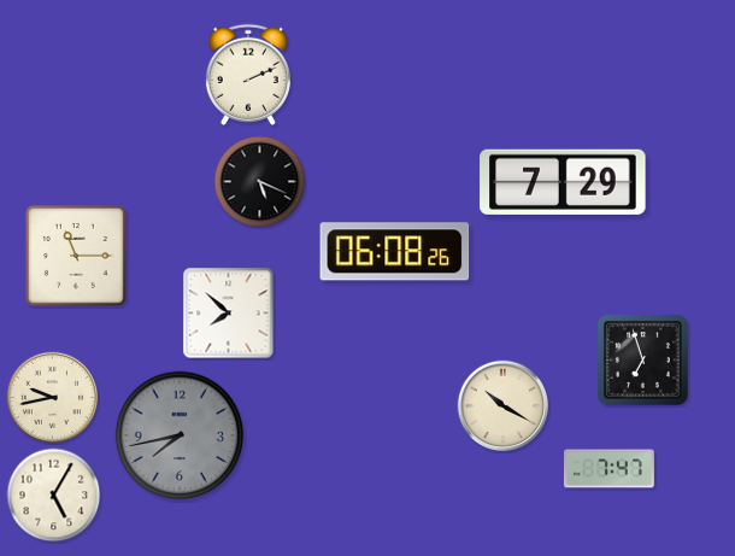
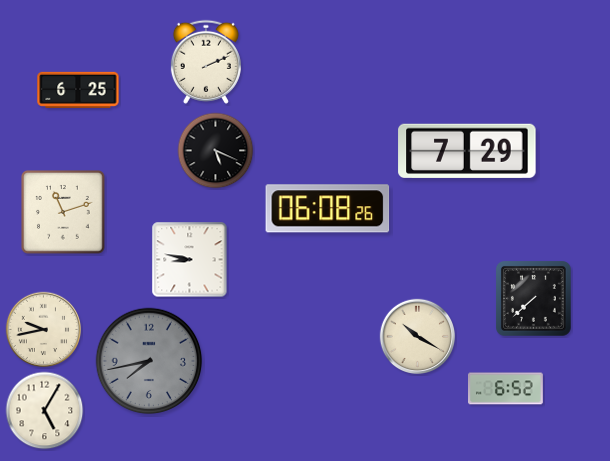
clock at (78, 90): none -> 6:25
clock at (76, 256): 11:15 -> 11:12
clock at (229, 314): 7:52 -> 8:47
clock at (643, 361): 6:57 -> 7:38
clock at (610, 469): 7:47 -> 6:52
